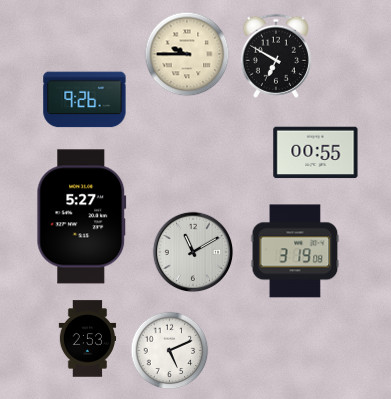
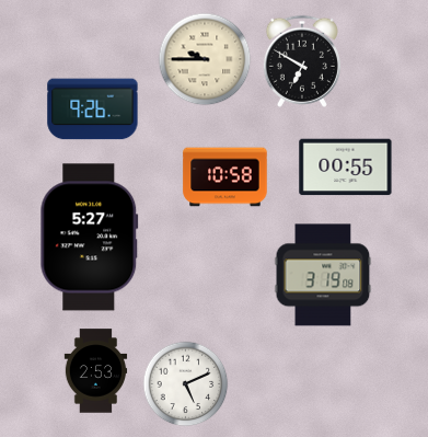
clock at (225, 177): none -> 10:58
clock at (193, 252): 11:10 -> none
